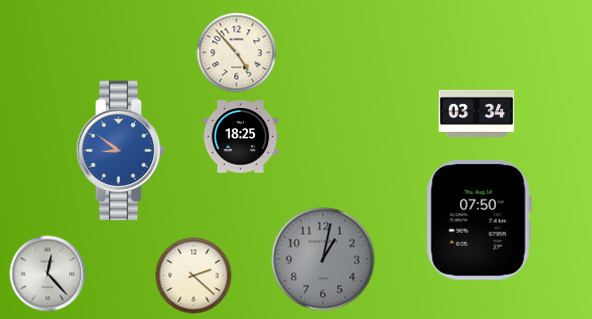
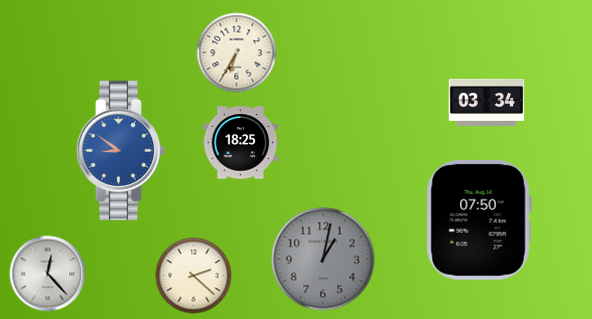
clock at (237, 53): 4:53 -> 6:35
clock at (477, 113) position: (477, 113) -> (487, 102)
clock at (241, 137) position: (241, 137) -> (241, 143)
